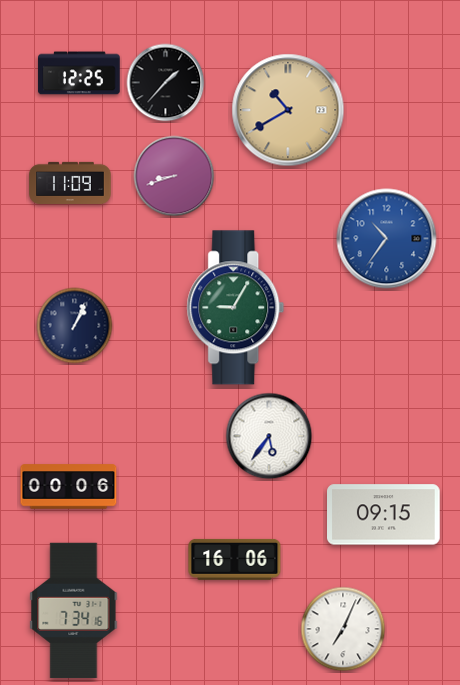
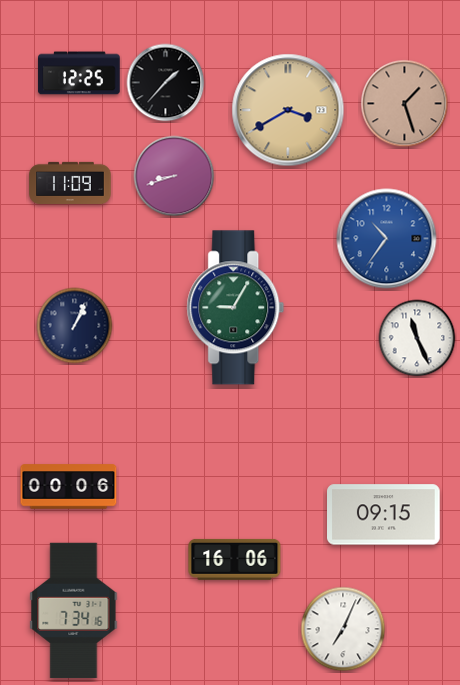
clock at (405, 104): none -> 1:27
clock at (288, 110): 10:40 -> 3:40
clock at (417, 338): none -> 11:26
clock at (269, 436): 5:36 -> none
